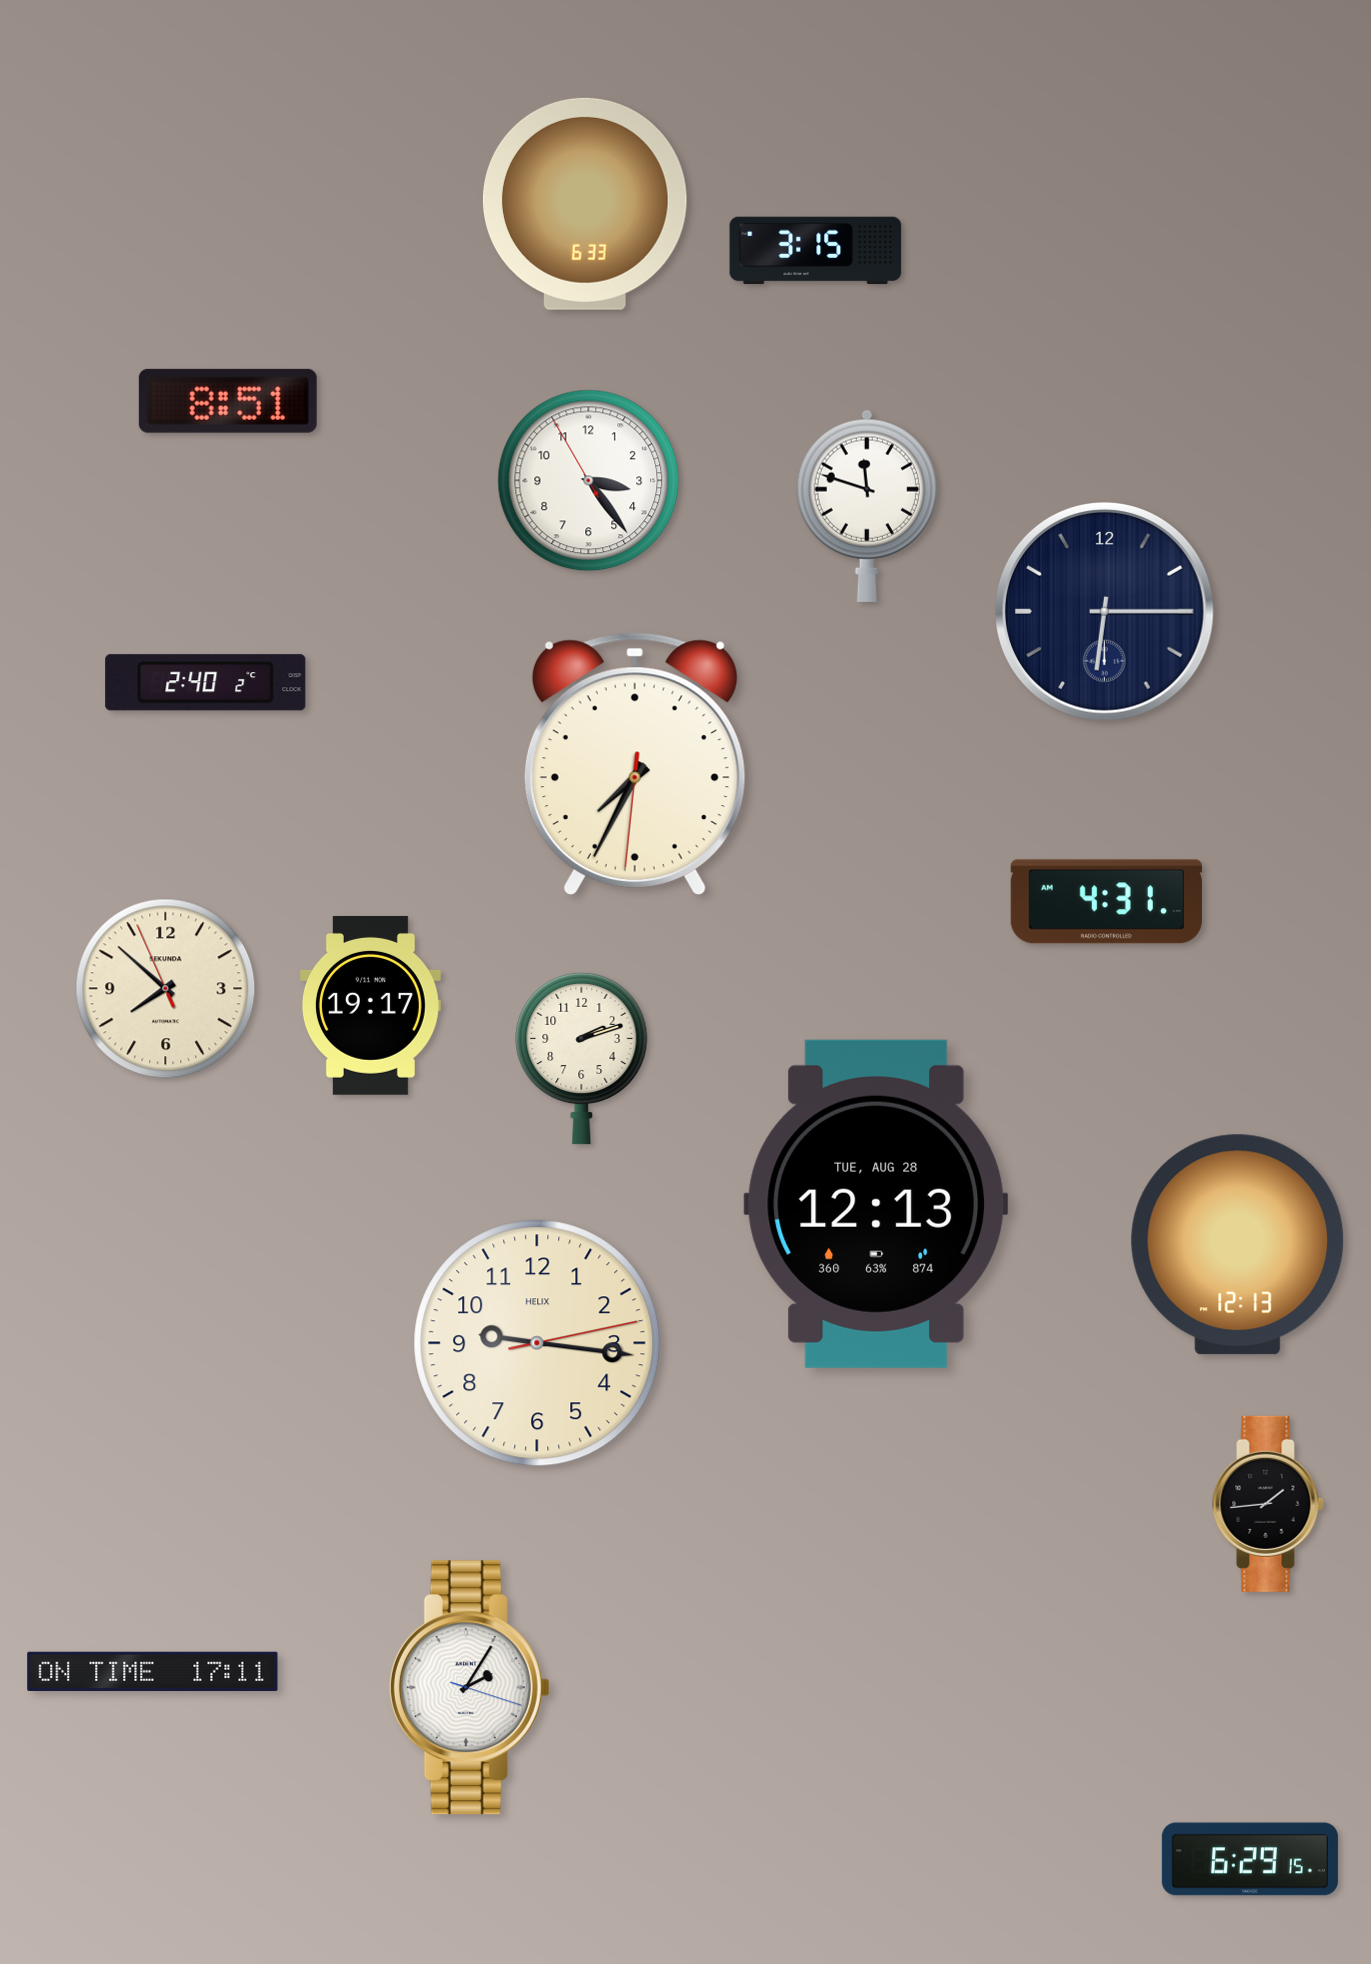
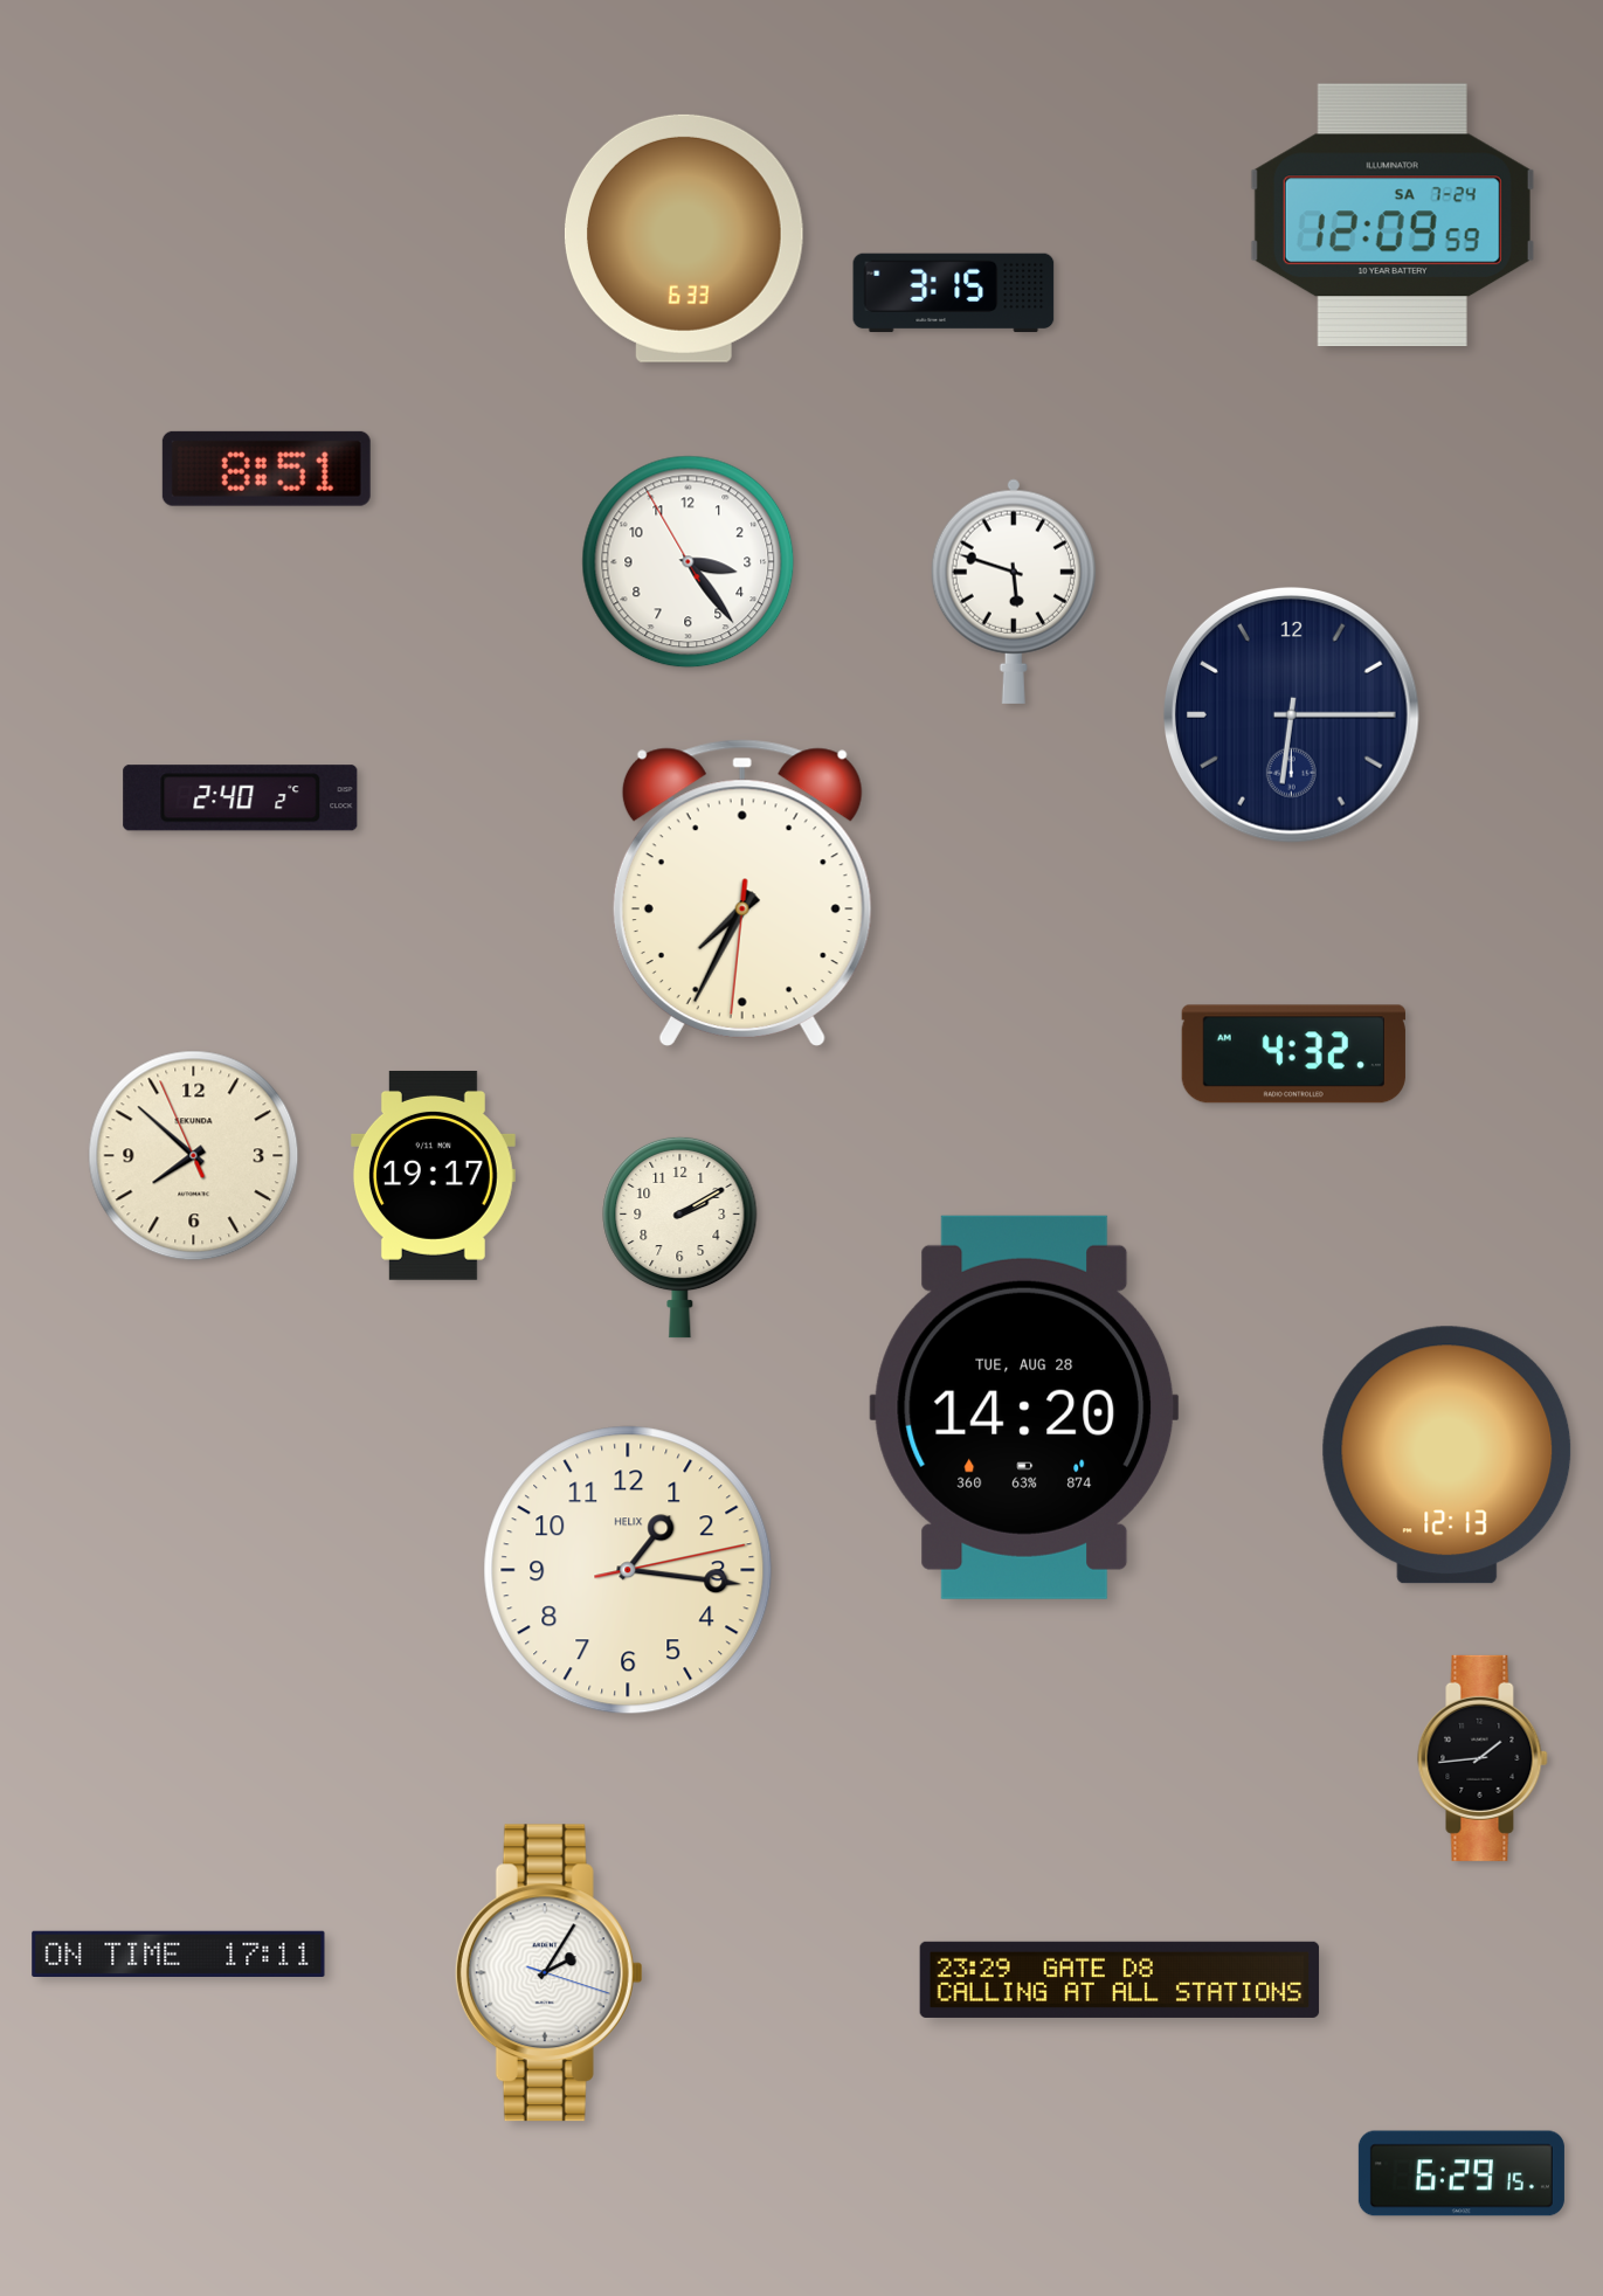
clock at (1393, 214): none -> 12:09
clock at (867, 506): 11:48 -> 5:48
clock at (1106, 902): 4:31 -> 4:32
clock at (582, 1058): 2:12 -> 2:10
clock at (876, 1204): 12:13 -> 14:20
clock at (537, 1343): 9:16 -> 1:16
clock at (1120, 1979): none -> 23:29
